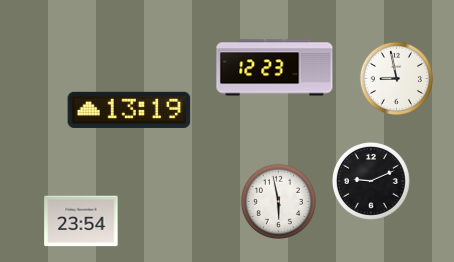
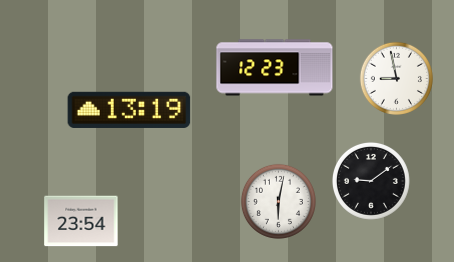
clock at (371, 181): 9:11 -> 9:09
clock at (278, 201): 5:58 -> 6:02
